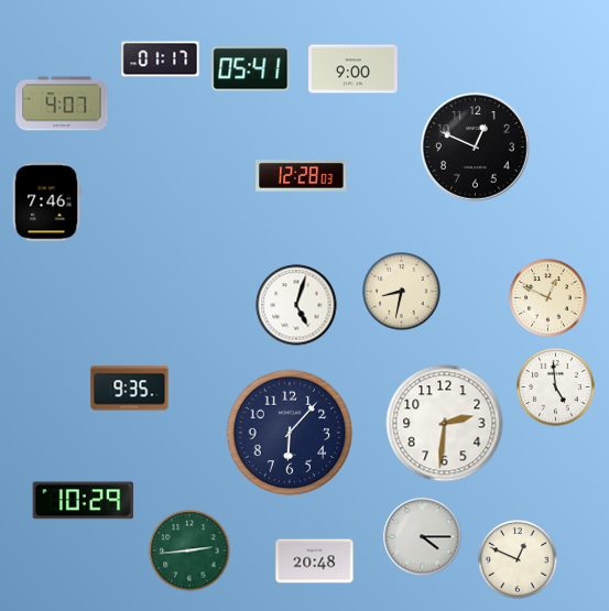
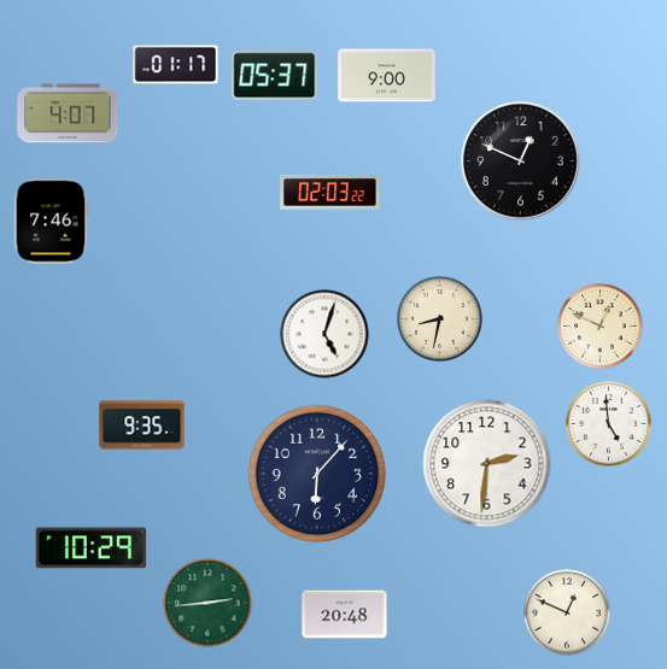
clock at (251, 69): 05:41 -> 05:37
clock at (302, 176): 12:28 -> 02:03
clock at (423, 537): 4:15 -> none
